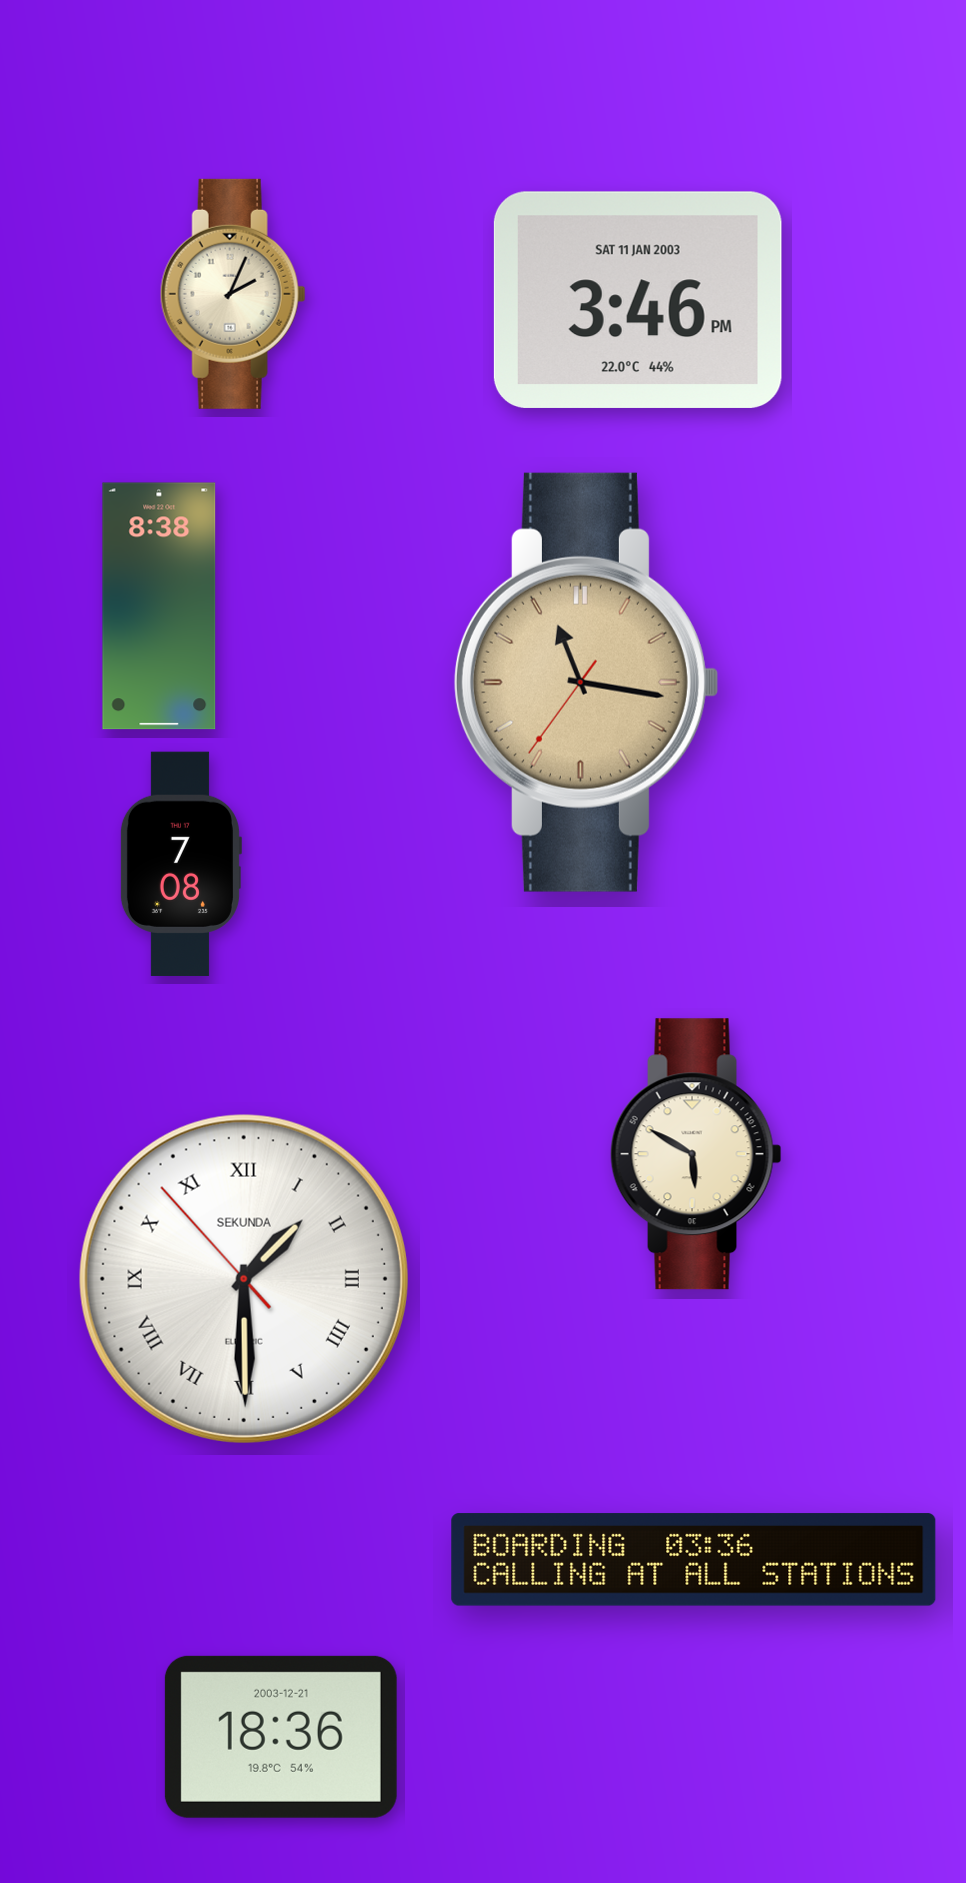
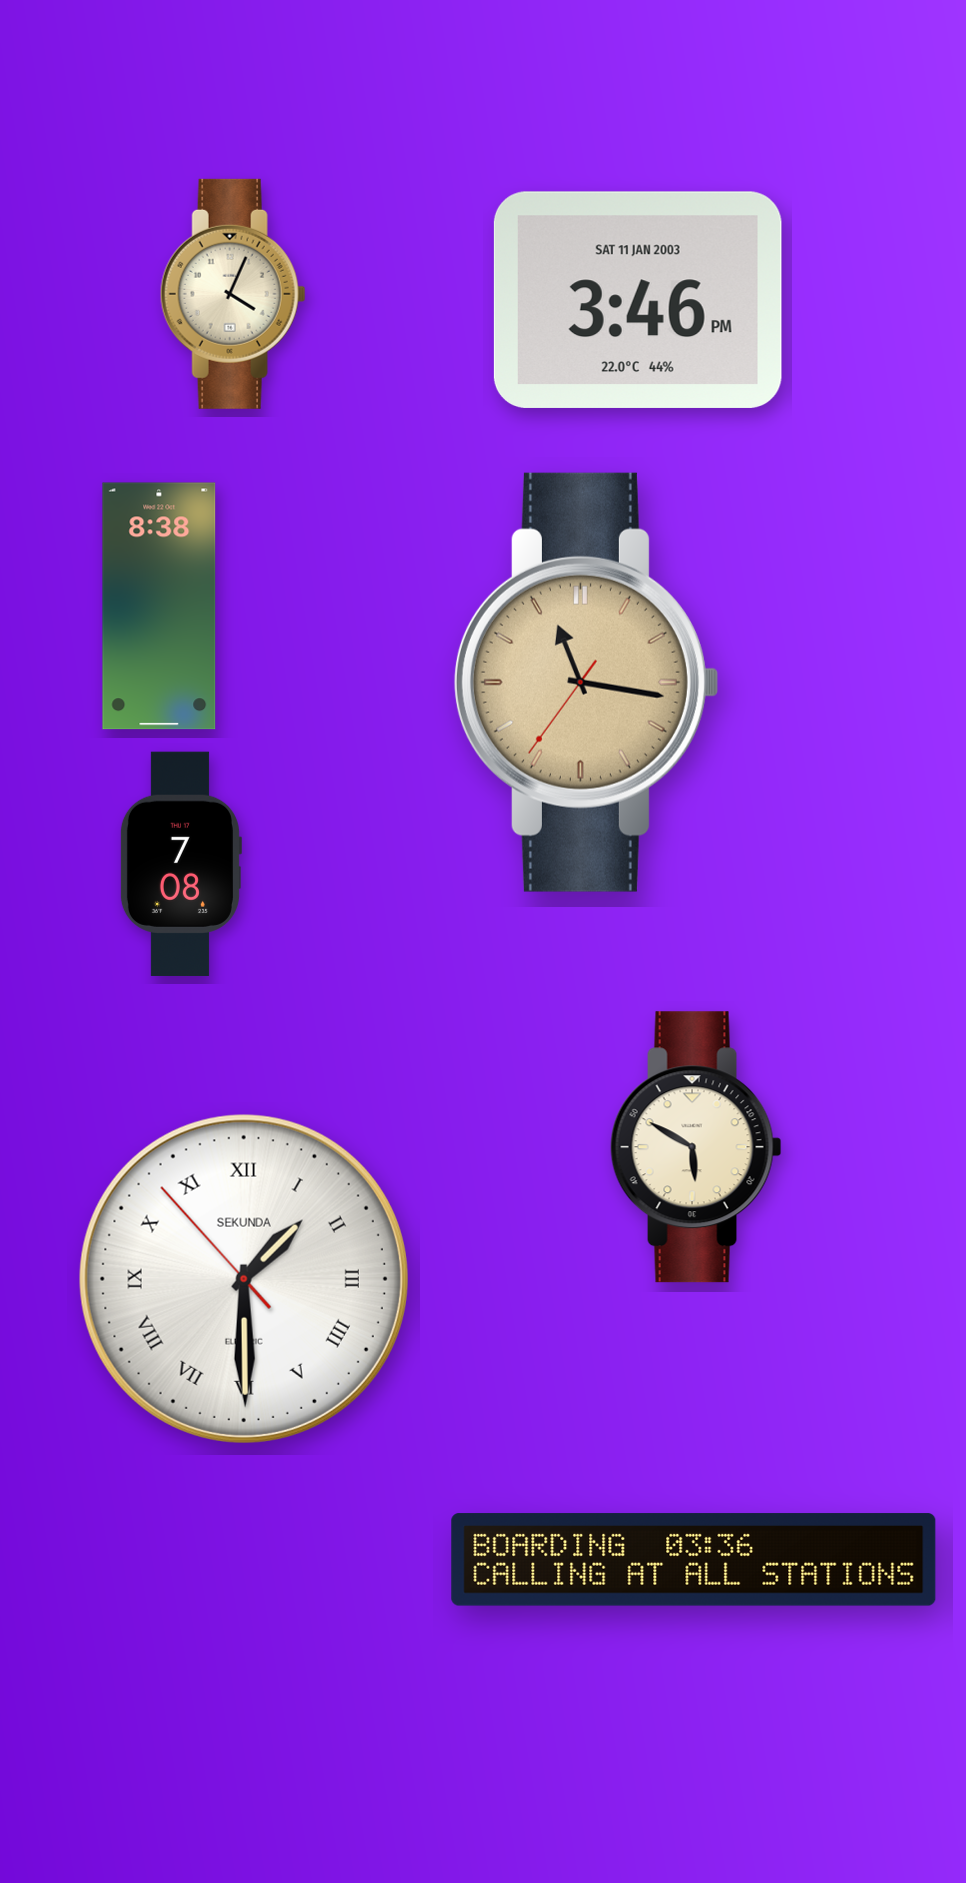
clock at (233, 294): 2:04 -> 4:04
clock at (696, 1154) position: (696, 1154) -> (696, 1147)
clock at (281, 1737): 18:36 -> none
